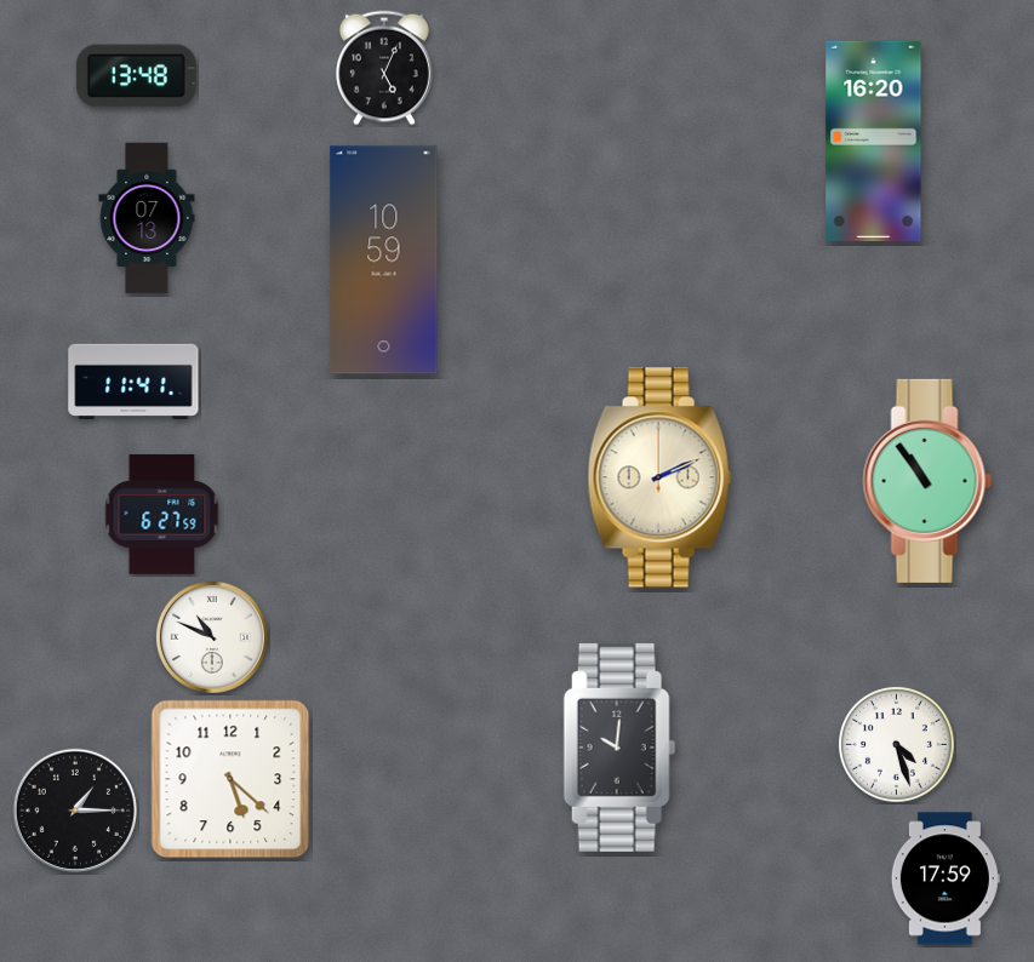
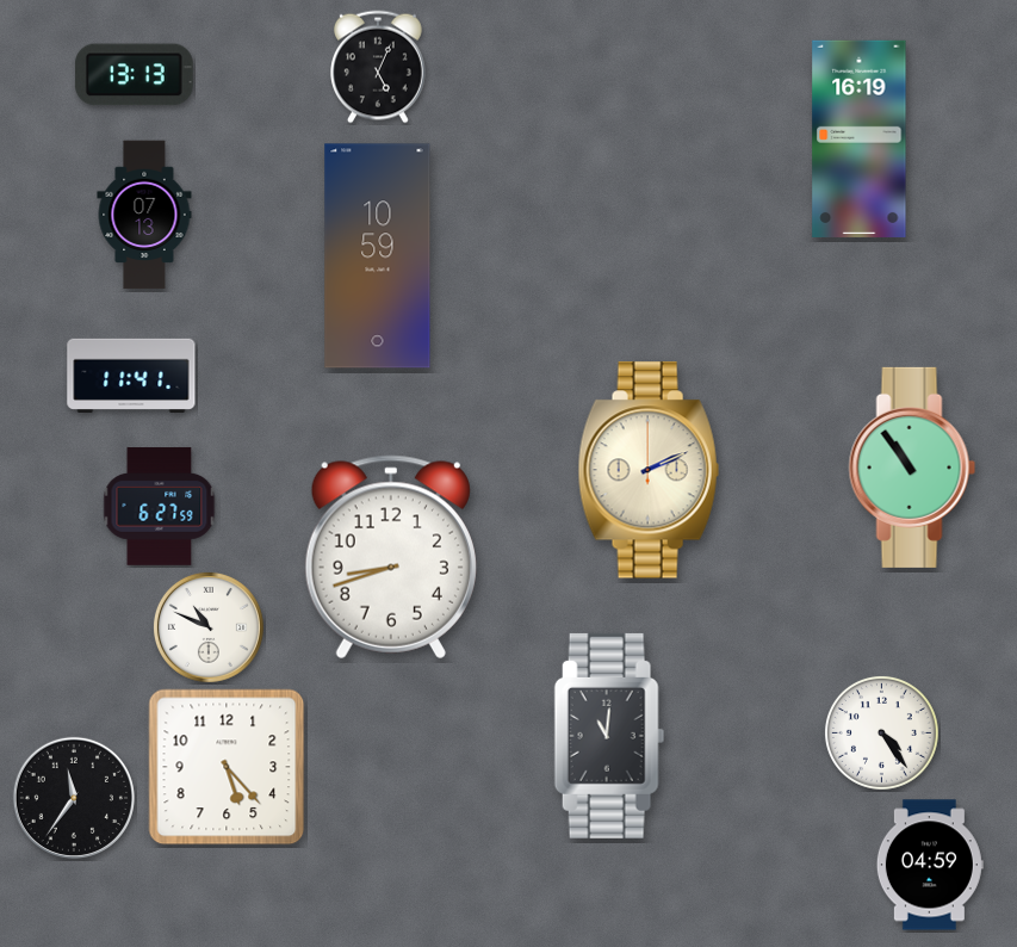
clock at (136, 76): 13:48 -> 13:13
clock at (874, 141): 16:20 -> 16:19
clock at (927, 481) position: (927, 481) -> (912, 468)
clock at (391, 557): none -> 8:42
clock at (896, 744): 4:27 -> 4:24
clock at (619, 748): 10:01 -> 11:01
clock at (230, 779): 5:22 -> 5:23
clock at (74, 809): 1:15 -> 11:36
clock at (946, 878): 17:59 -> 04:59
